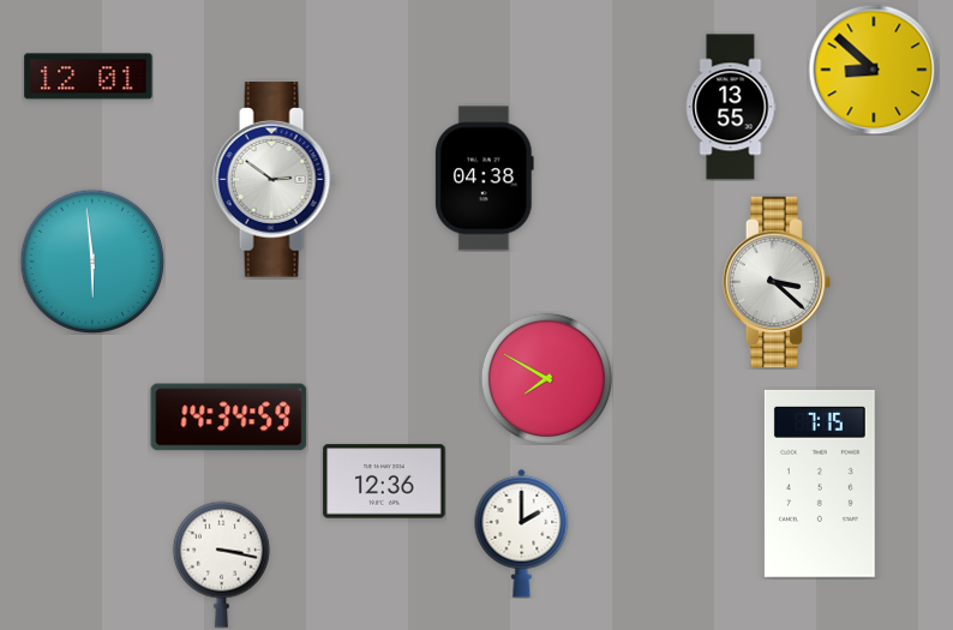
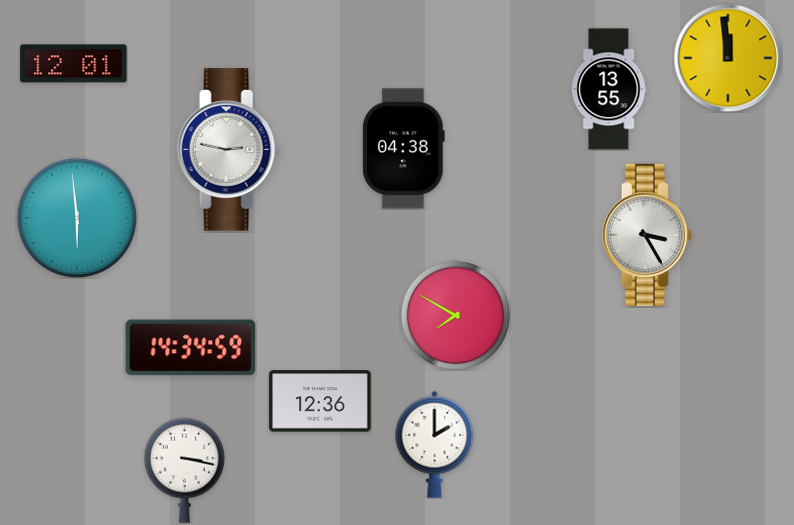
clock at (874, 70): 8:52 -> 11:59
clock at (274, 180): 2:51 -> 2:47
clock at (775, 282): 3:22 -> 3:25
clock at (820, 484): 7:15 -> none
